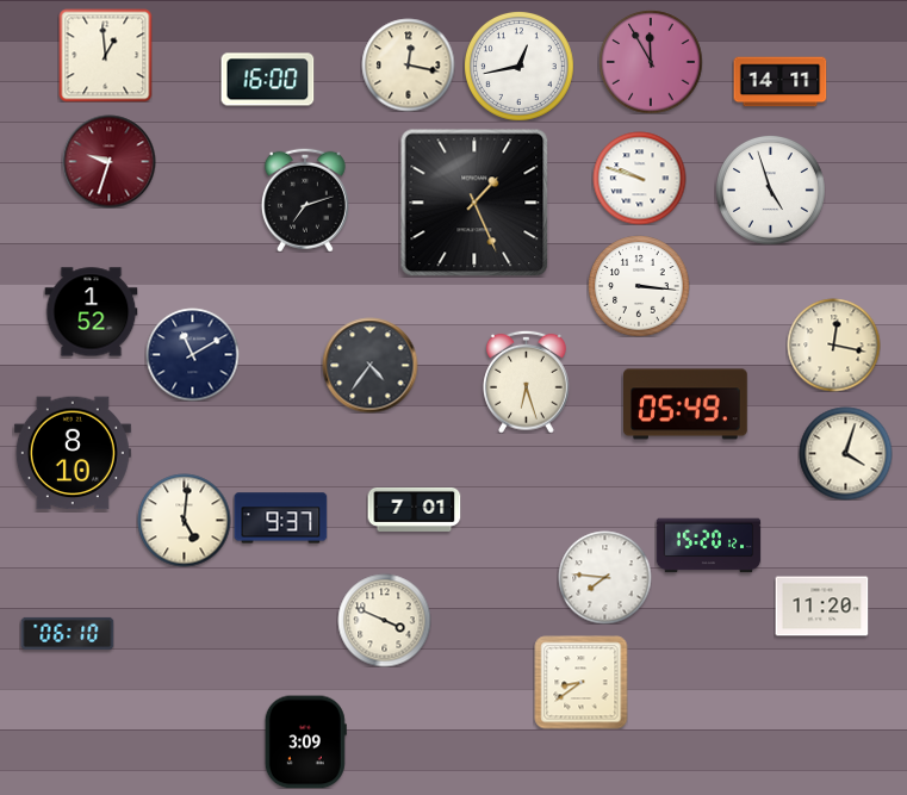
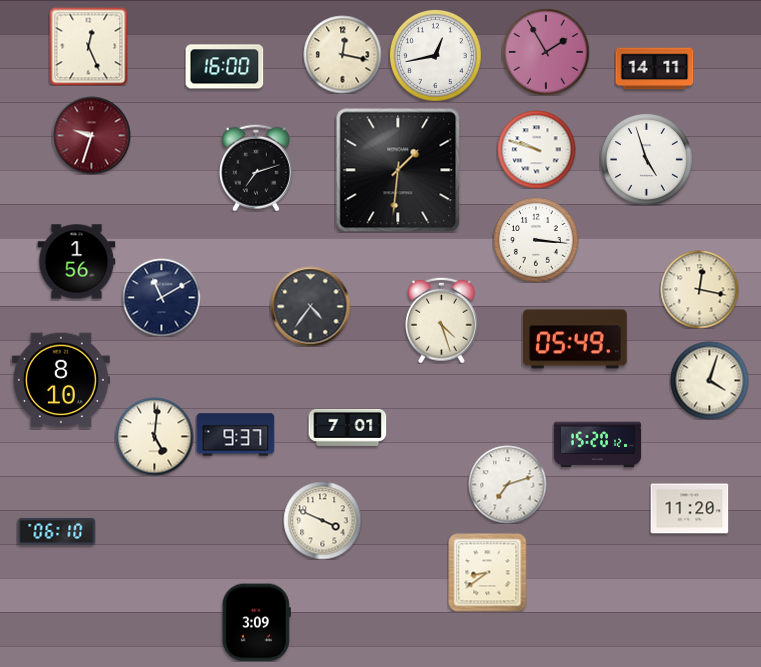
clock at (105, 55): 12:59 -> 12:26
clock at (651, 62): 11:55 -> 1:55
clock at (474, 203): 1:26 -> 1:31
clock at (91, 312): 1:52 -> 1:56
clock at (527, 381): 6:27 -> 4:27
clock at (708, 546) position: (708, 546) -> (597, 445)
clock at (604, 577): 7:46 -> 7:12
